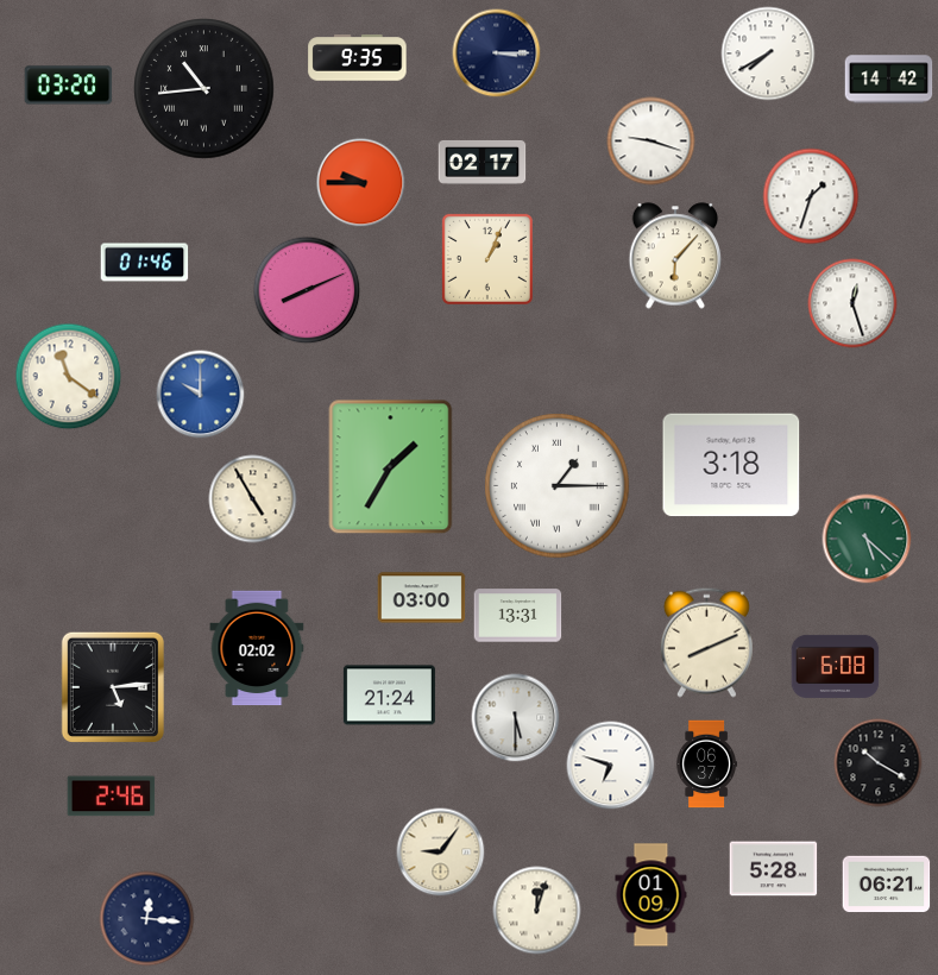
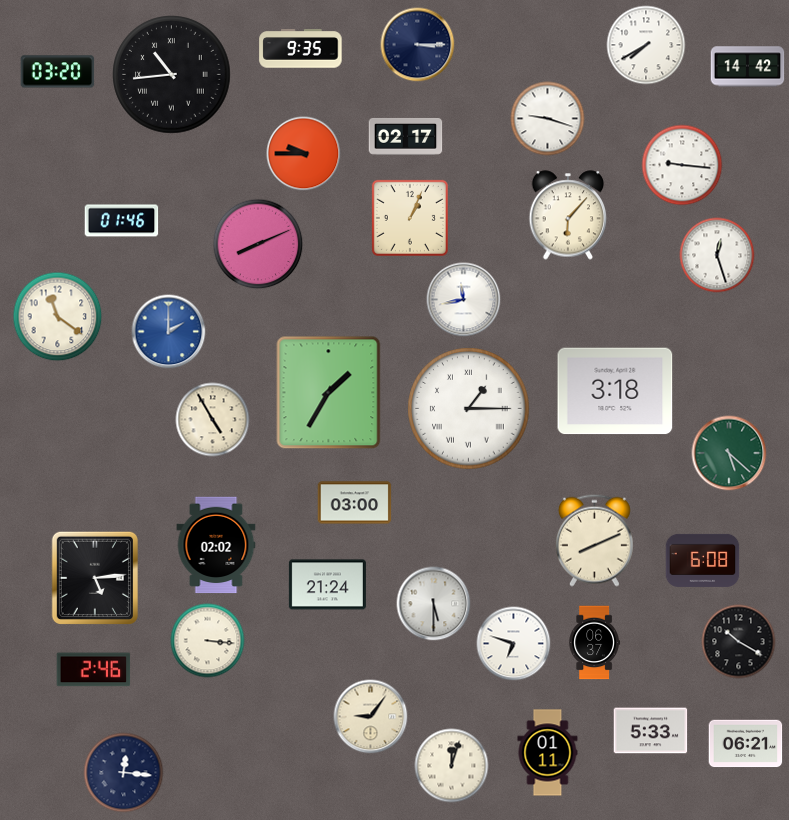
clock at (811, 196): 1:33 -> 9:16
clock at (464, 300): none -> 11:43
clock at (201, 395): 10:00 -> 2:00
clock at (518, 616): 13:31 -> none
clock at (208, 641): none -> 3:16
clock at (774, 869): 5:28 -> 5:33
clock at (651, 895): 01:09 -> 01:11
